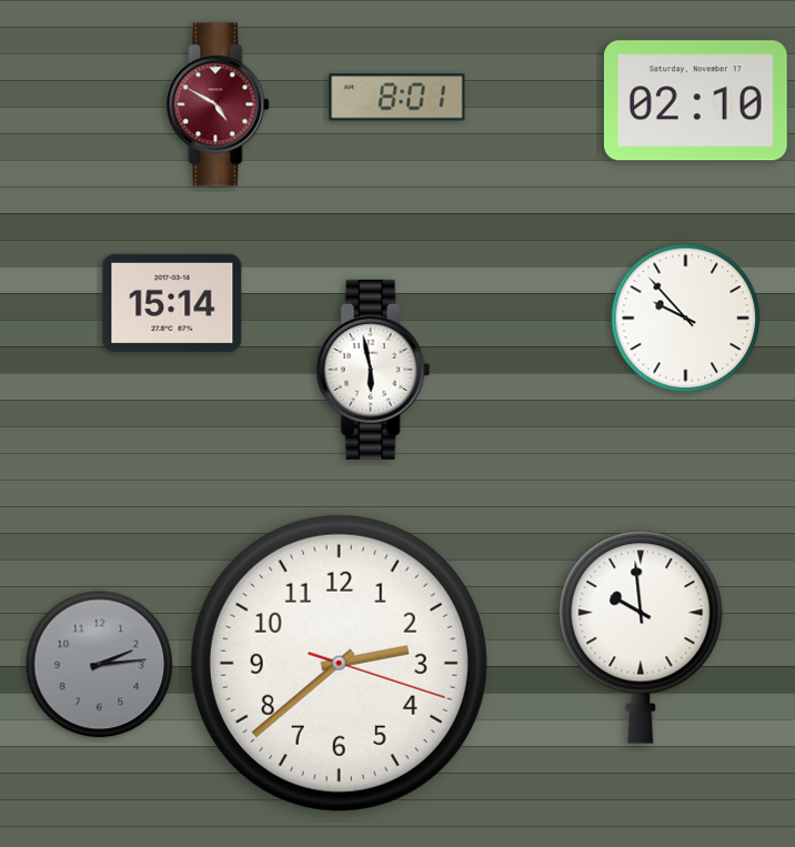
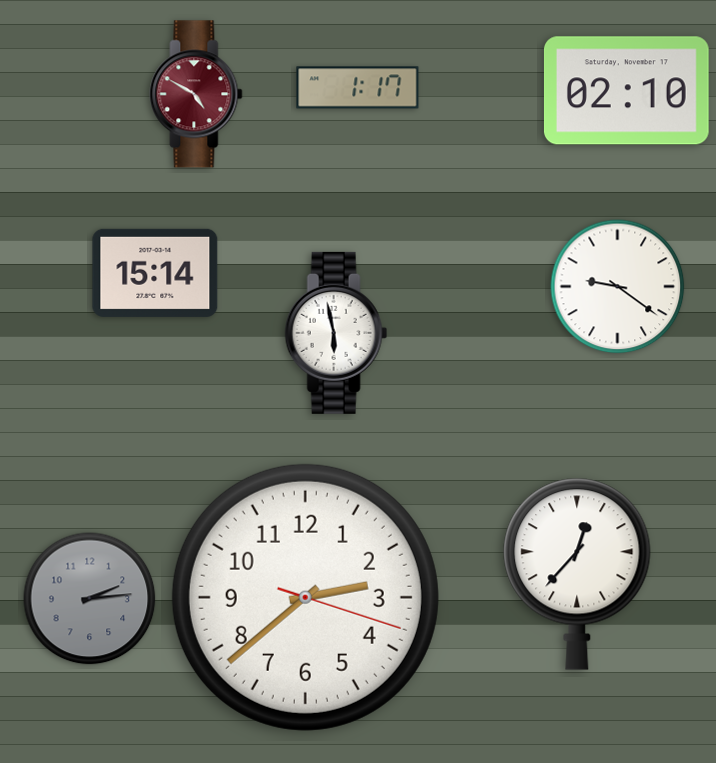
clock at (398, 98): 8:01 -> 1:17
clock at (686, 319): 9:53 -> 9:21
clock at (641, 637): 9:59 -> 12:37
